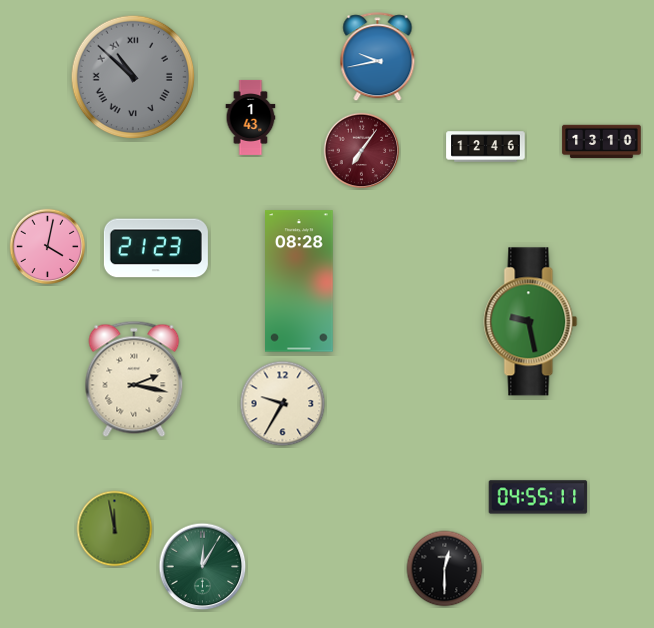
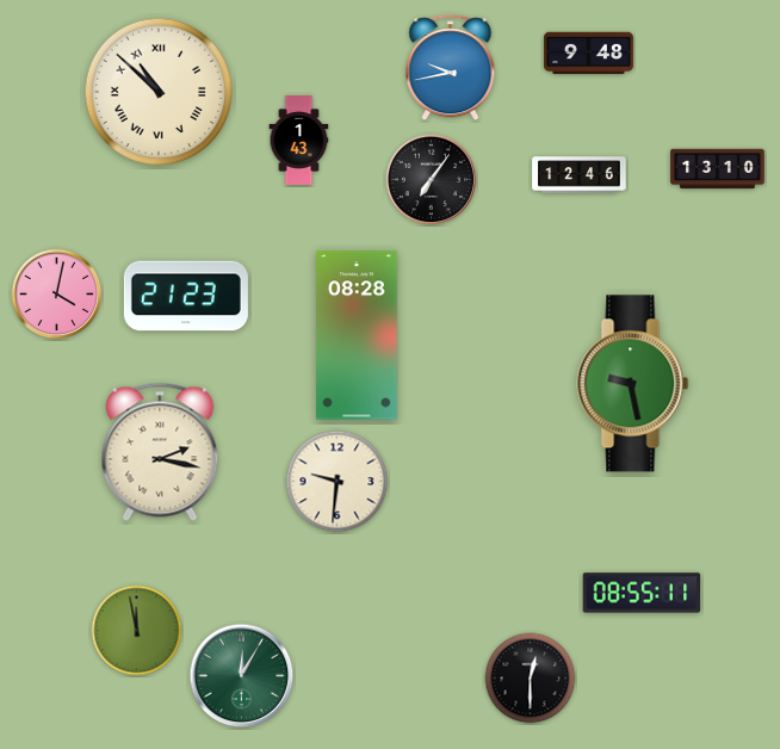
clock at (588, 54): none -> 9:48
clock at (133, 77) dial: grey -> cream
clock at (362, 151) dial: burgundy -> black
clock at (283, 404): 9:35 -> 9:31
clock at (538, 497): 04:55 -> 08:55
